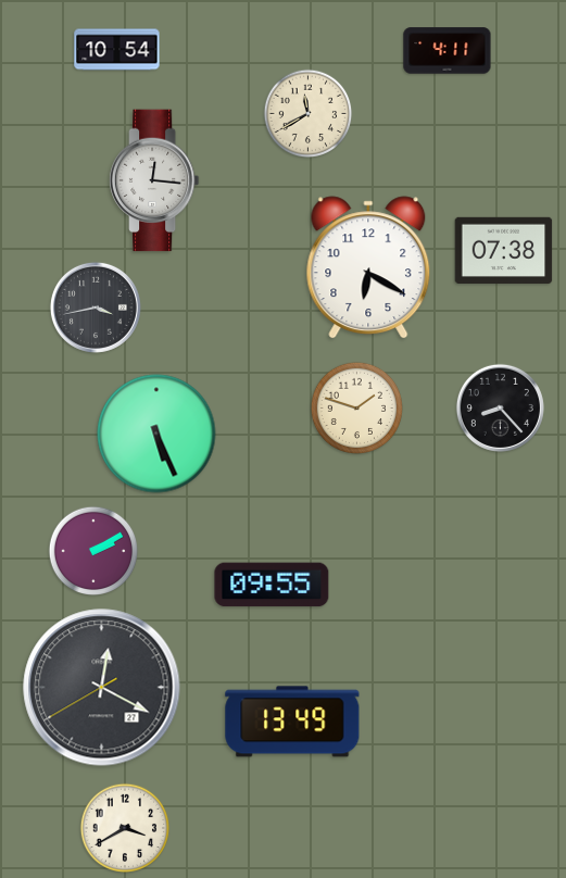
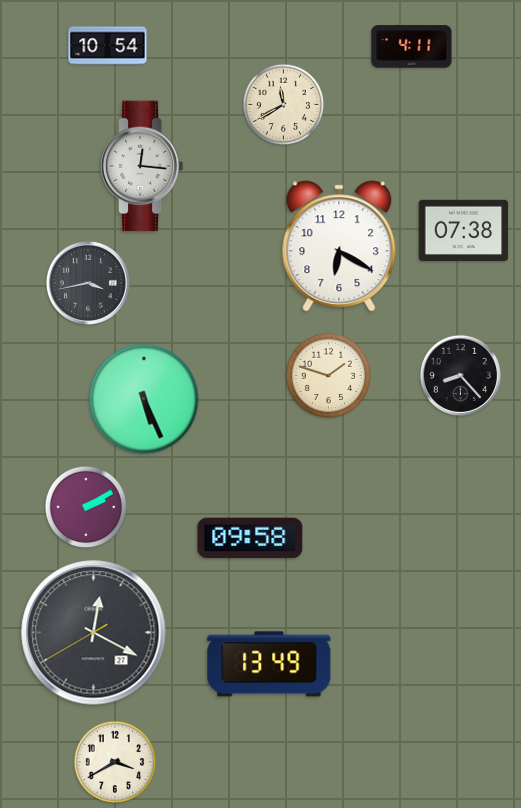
clock at (272, 585): 09:55 -> 09:58
